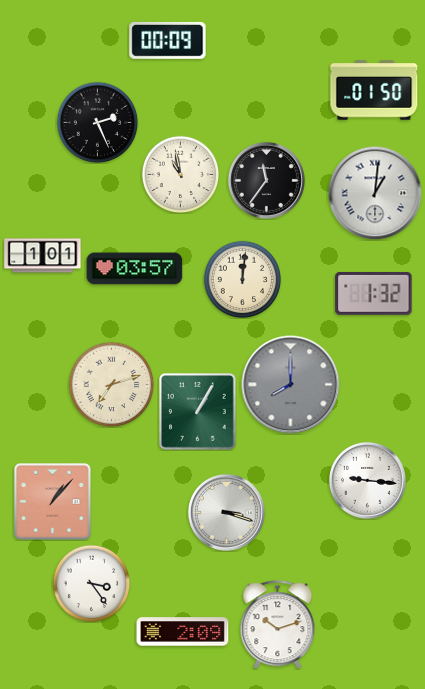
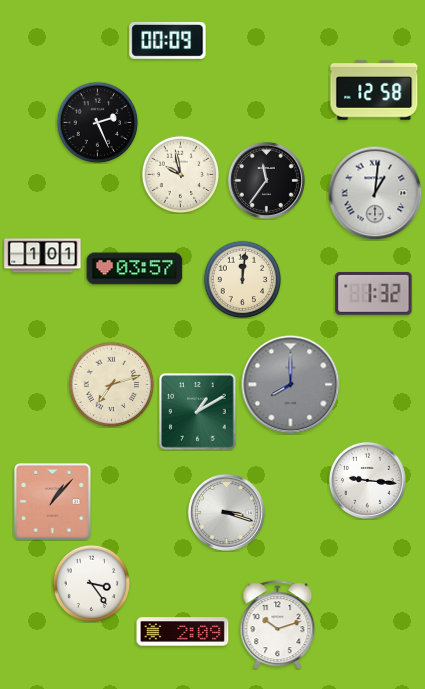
clock at (374, 90): 01:50 -> 12:58
clock at (180, 174): 10:58 -> 9:58
clock at (198, 412): 1:05 -> 1:10
